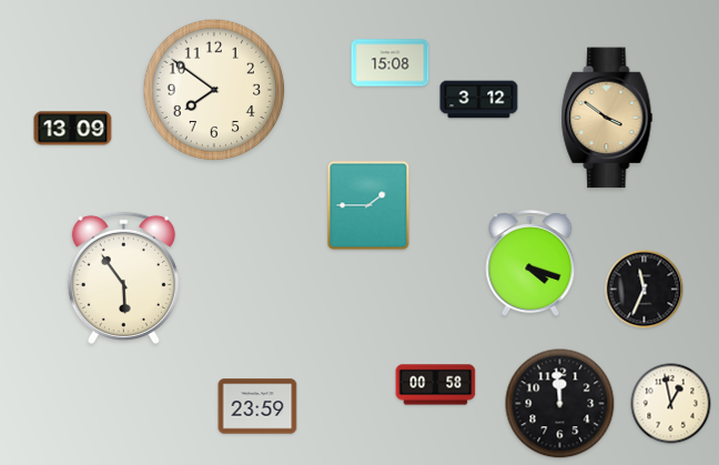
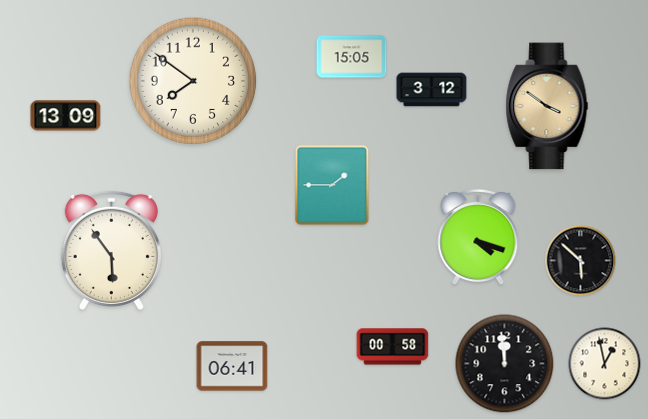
clock at (391, 63): 15:08 -> 15:05
clock at (645, 290): 11:34 -> 5:52
clock at (257, 406): 23:59 -> 06:41
